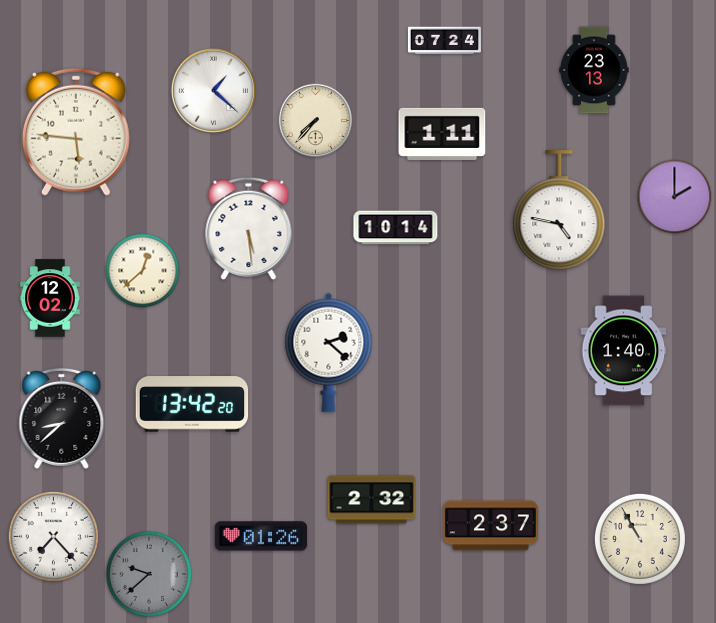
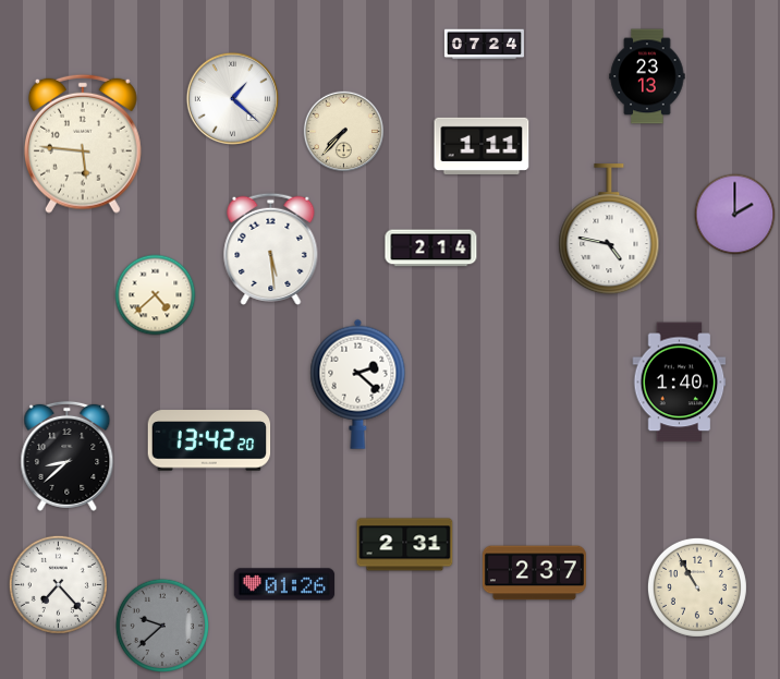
clock at (396, 228): 10:14 -> 2:14
clock at (143, 271): 12:38 -> 4:38
clock at (50, 298): 12:02 -> none
clock at (372, 500): 2:32 -> 2:31
